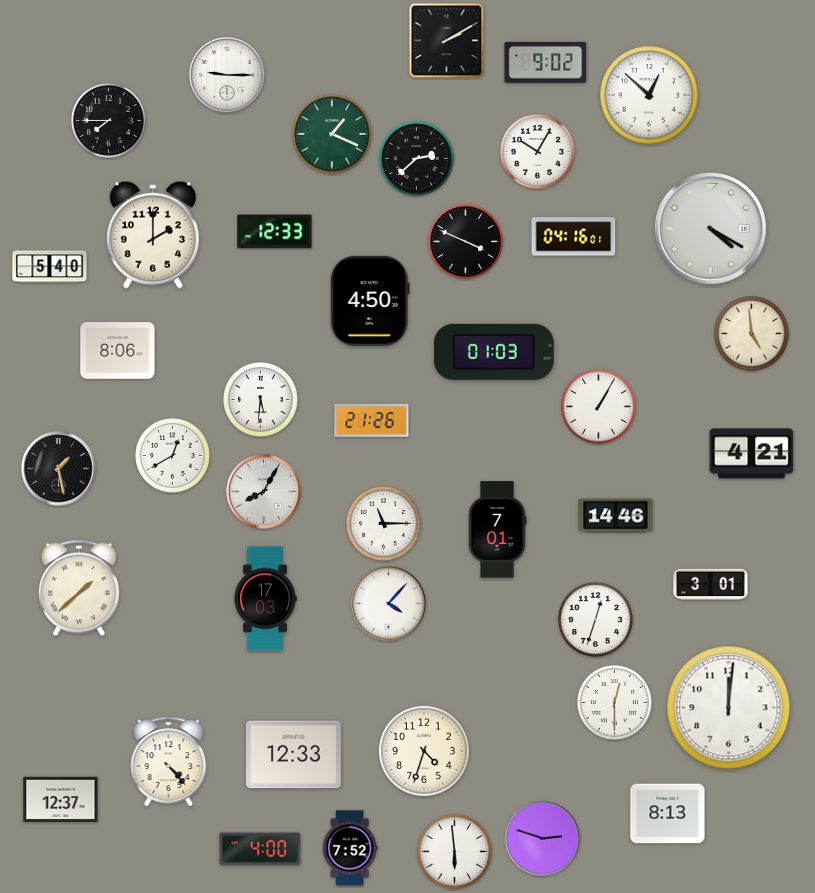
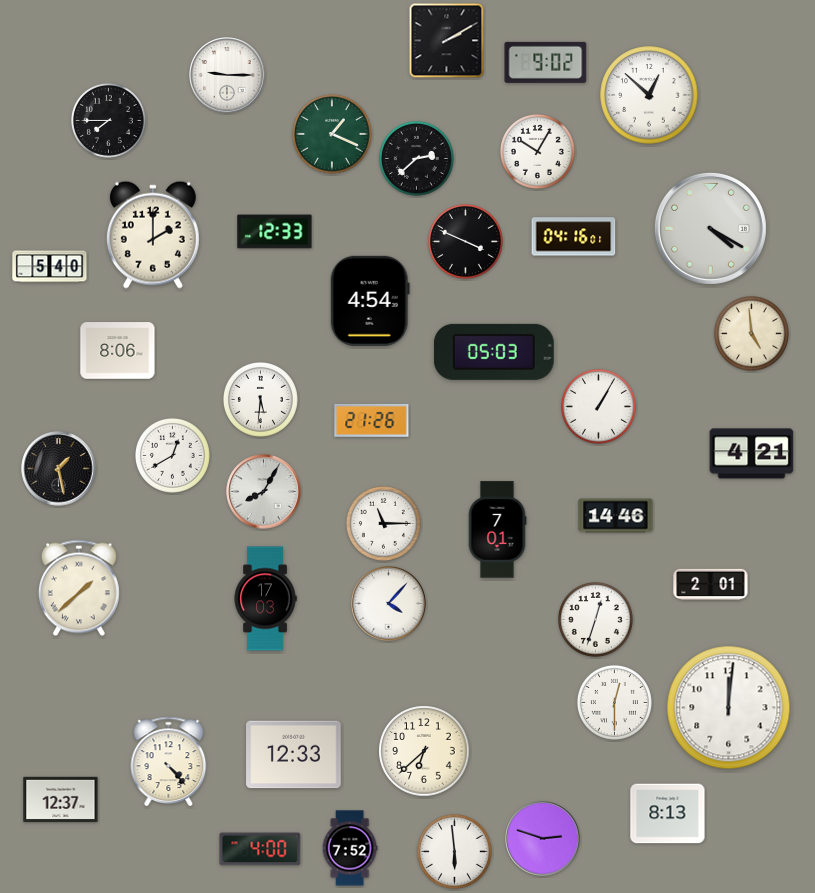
clock at (370, 301): 4:50 -> 4:54
clock at (494, 352): 01:03 -> 05:03
clock at (711, 585): 3:01 -> 2:01
clock at (424, 751): 4:33 -> 6:38
